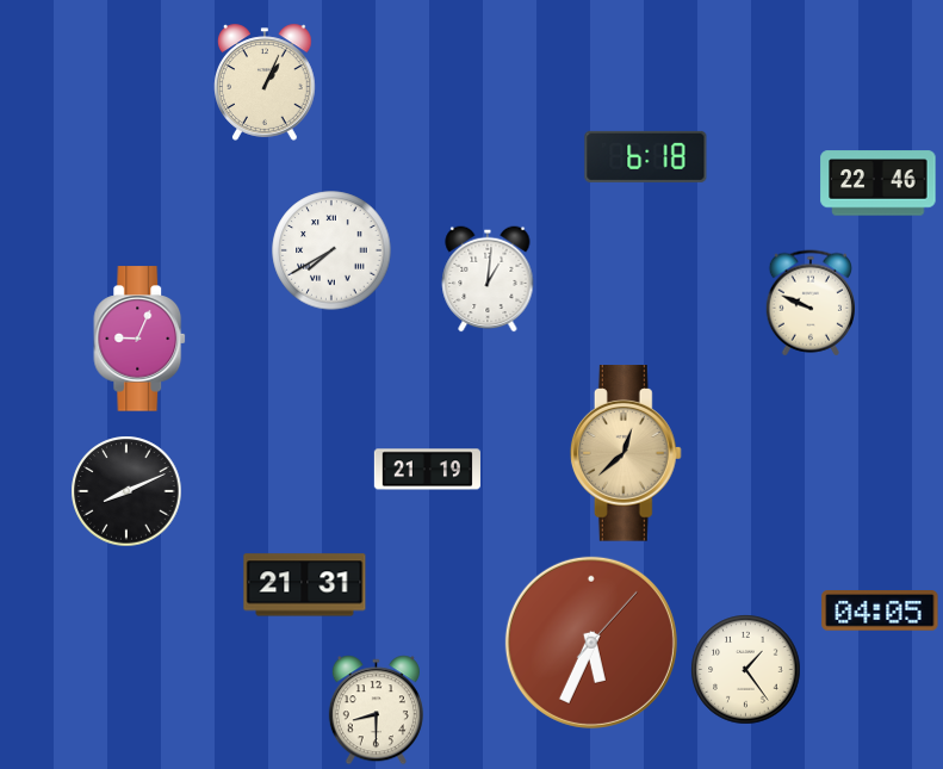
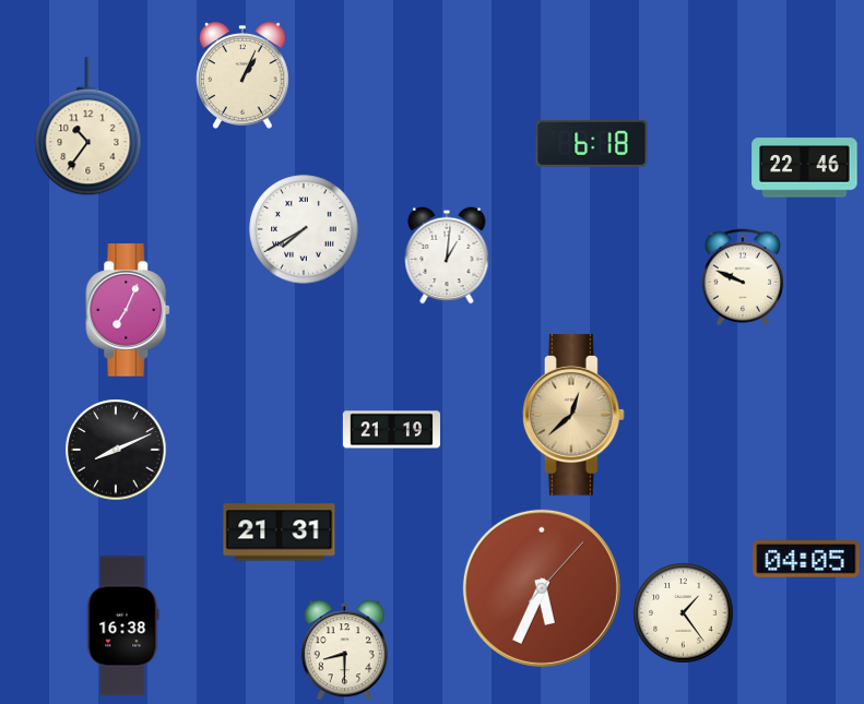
clock at (88, 127): none -> 10:36
clock at (141, 339): 9:04 -> 7:04
clock at (305, 585) position: (305, 585) -> (280, 533)
clock at (123, 627): none -> 16:38
